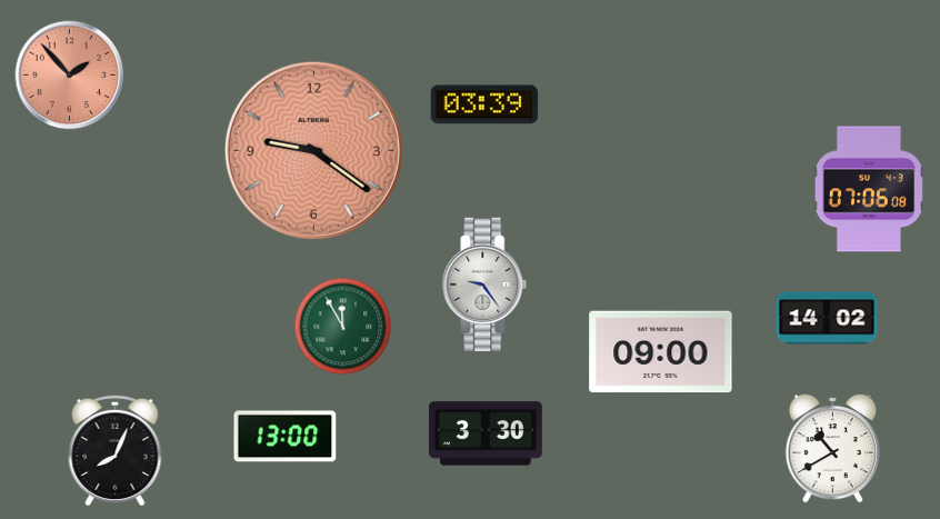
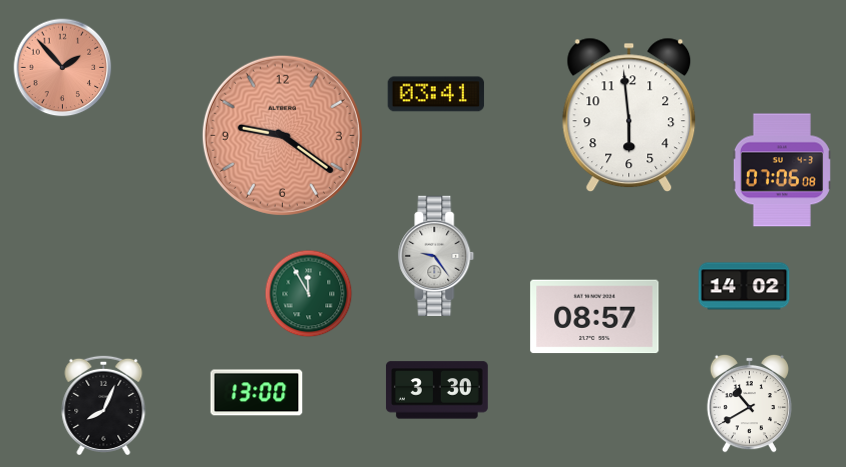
clock at (484, 104): 03:39 -> 03:41
clock at (629, 115): none -> 5:59
clock at (661, 352): 09:00 -> 08:57
